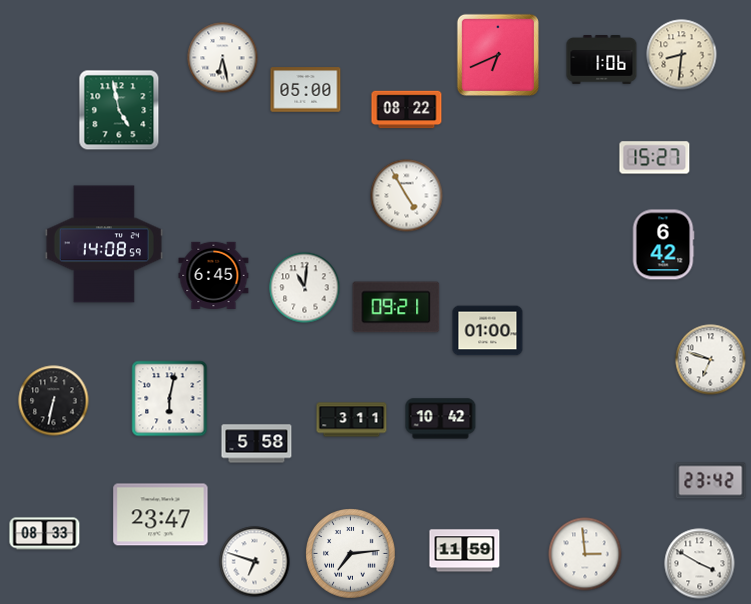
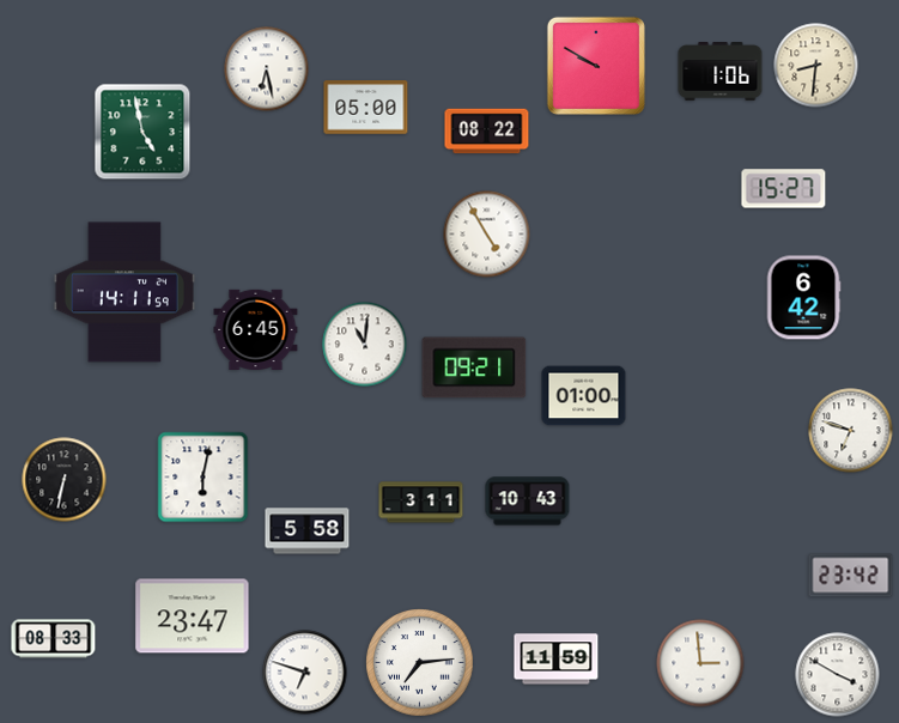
clock at (498, 55): 6:41 -> 9:50
clock at (104, 244): 14:08 -> 14:11
clock at (663, 245) position: (663, 245) -> (803, 298)
clock at (441, 419): 10:42 -> 10:43
